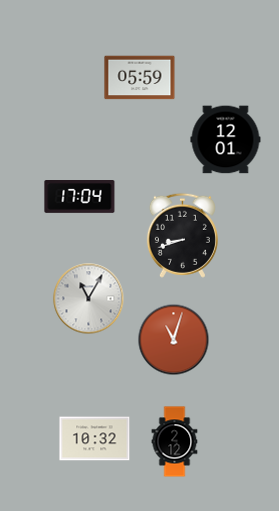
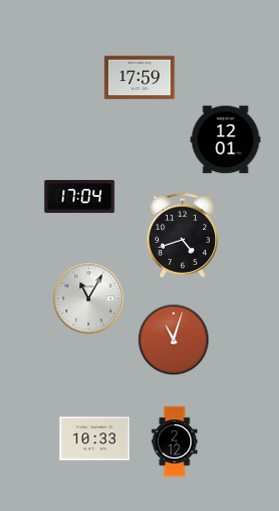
clock at (140, 78): 05:59 -> 17:59
clock at (182, 235): 8:42 -> 4:42
clock at (95, 439): 10:32 -> 10:33
